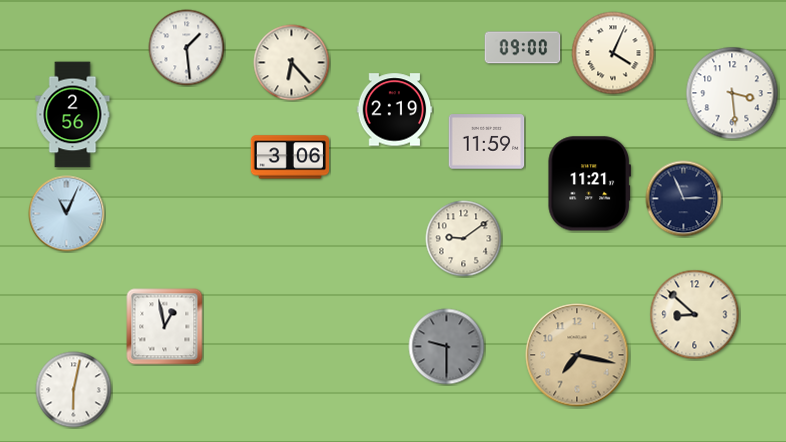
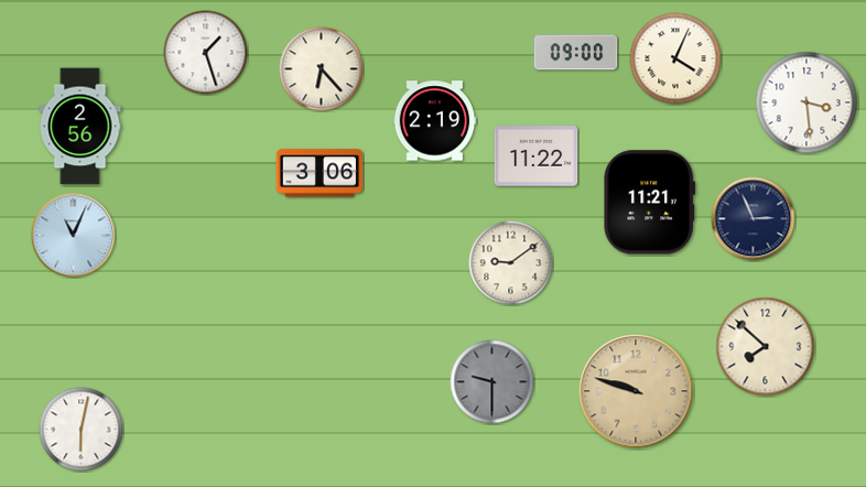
clock at (187, 48): 1:29 -> 1:27
clock at (487, 142): 11:59 -> 11:22
clock at (695, 315): 8:52 -> 7:52
clock at (165, 327): 12:58 -> none
clock at (577, 355): 7:17 -> 9:48
